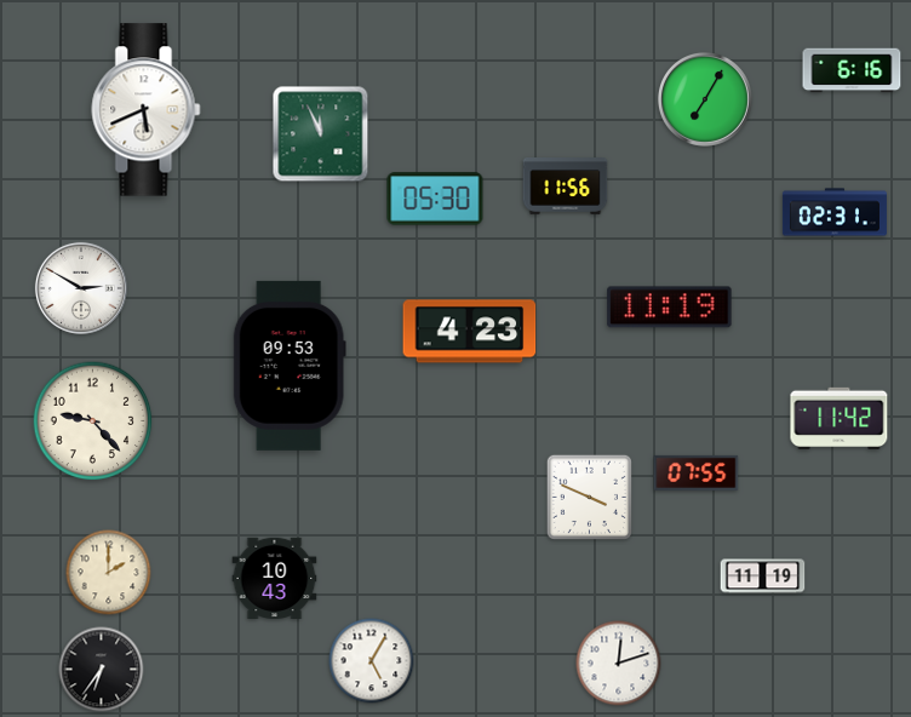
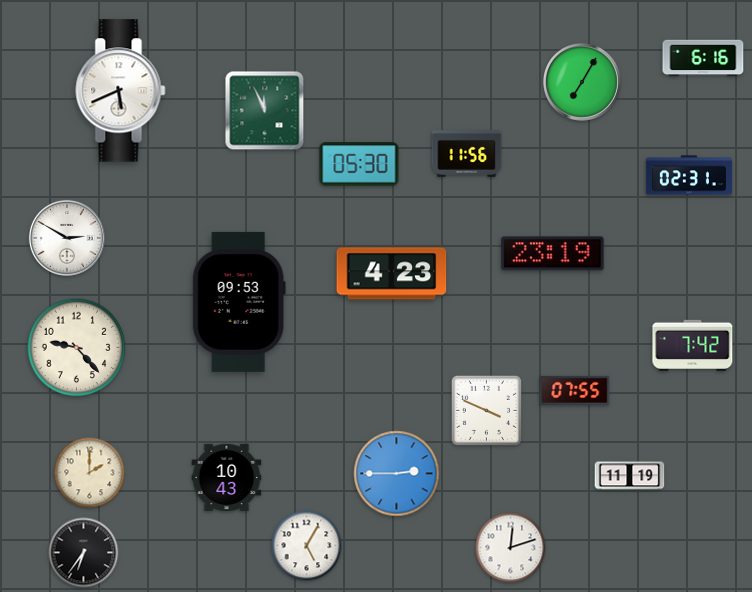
clock at (670, 308): 11:19 -> 23:19
clock at (470, 332) position: (470, 332) -> (392, 274)
clock at (840, 418): 11:42 -> 7:42
clock at (397, 474): none -> 2:45
